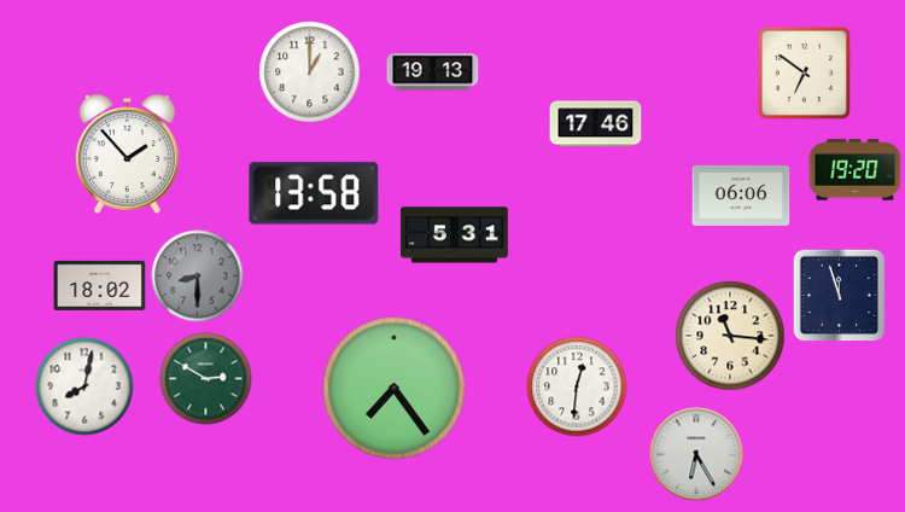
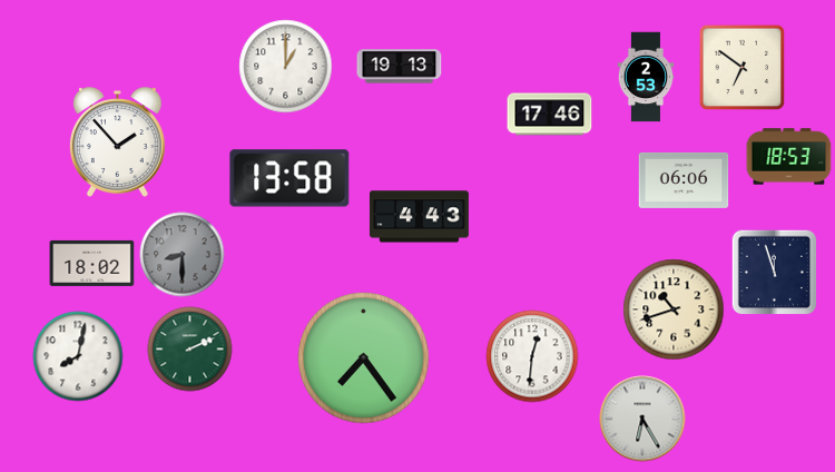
clock at (646, 77): none -> 2:53
clock at (856, 170): 19:20 -> 18:53
clock at (454, 235): 5:31 -> 4:43
clock at (730, 336): 11:16 -> 10:42
clock at (206, 379): 2:50 -> 2:11
